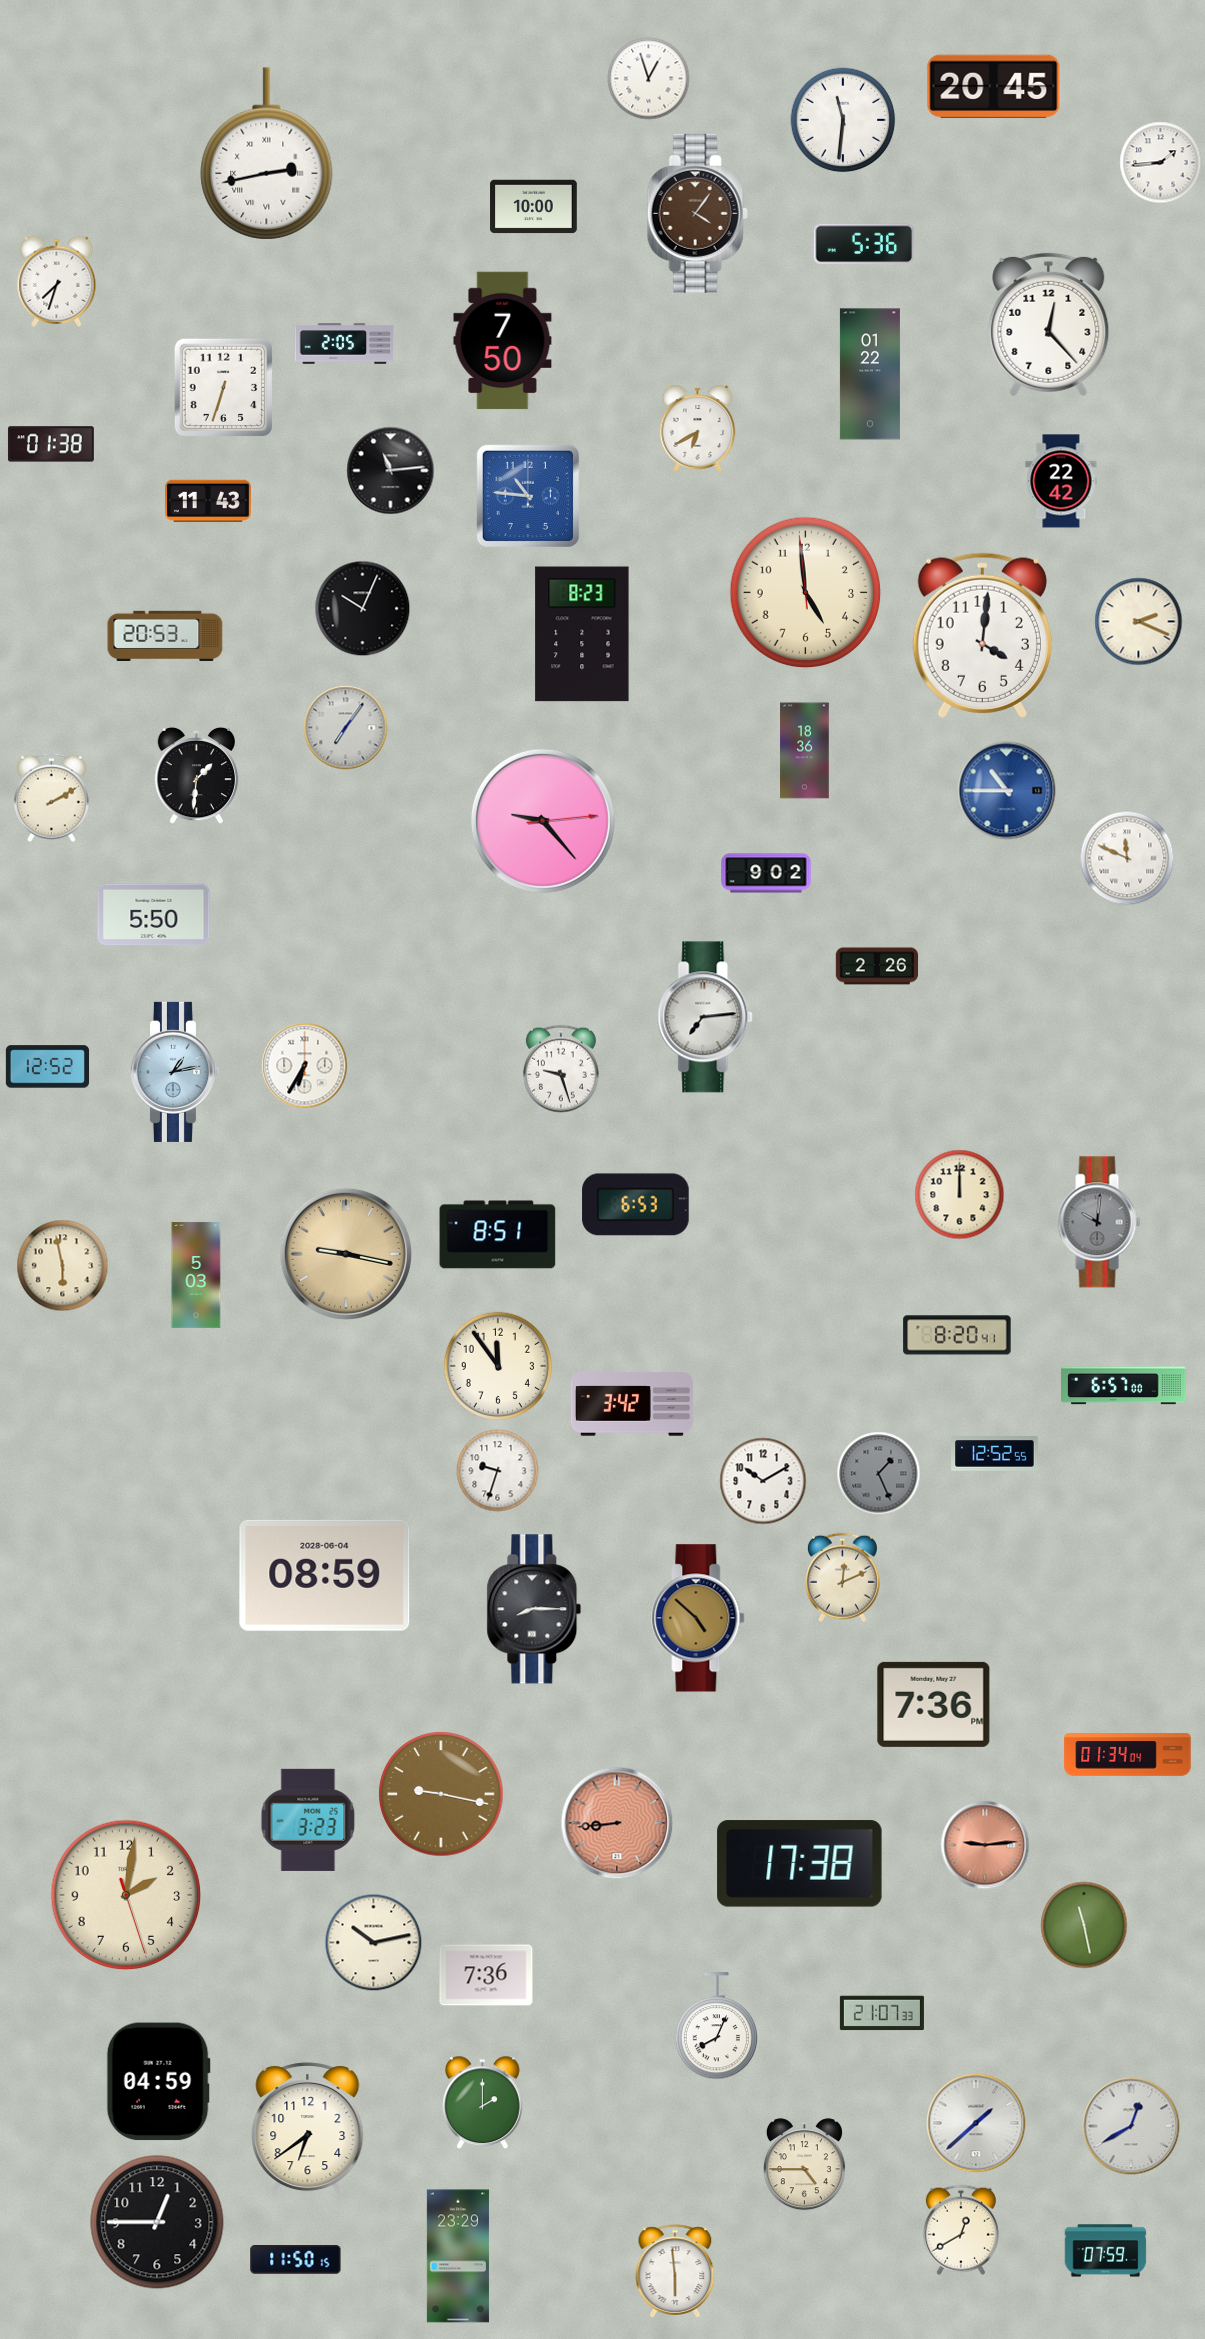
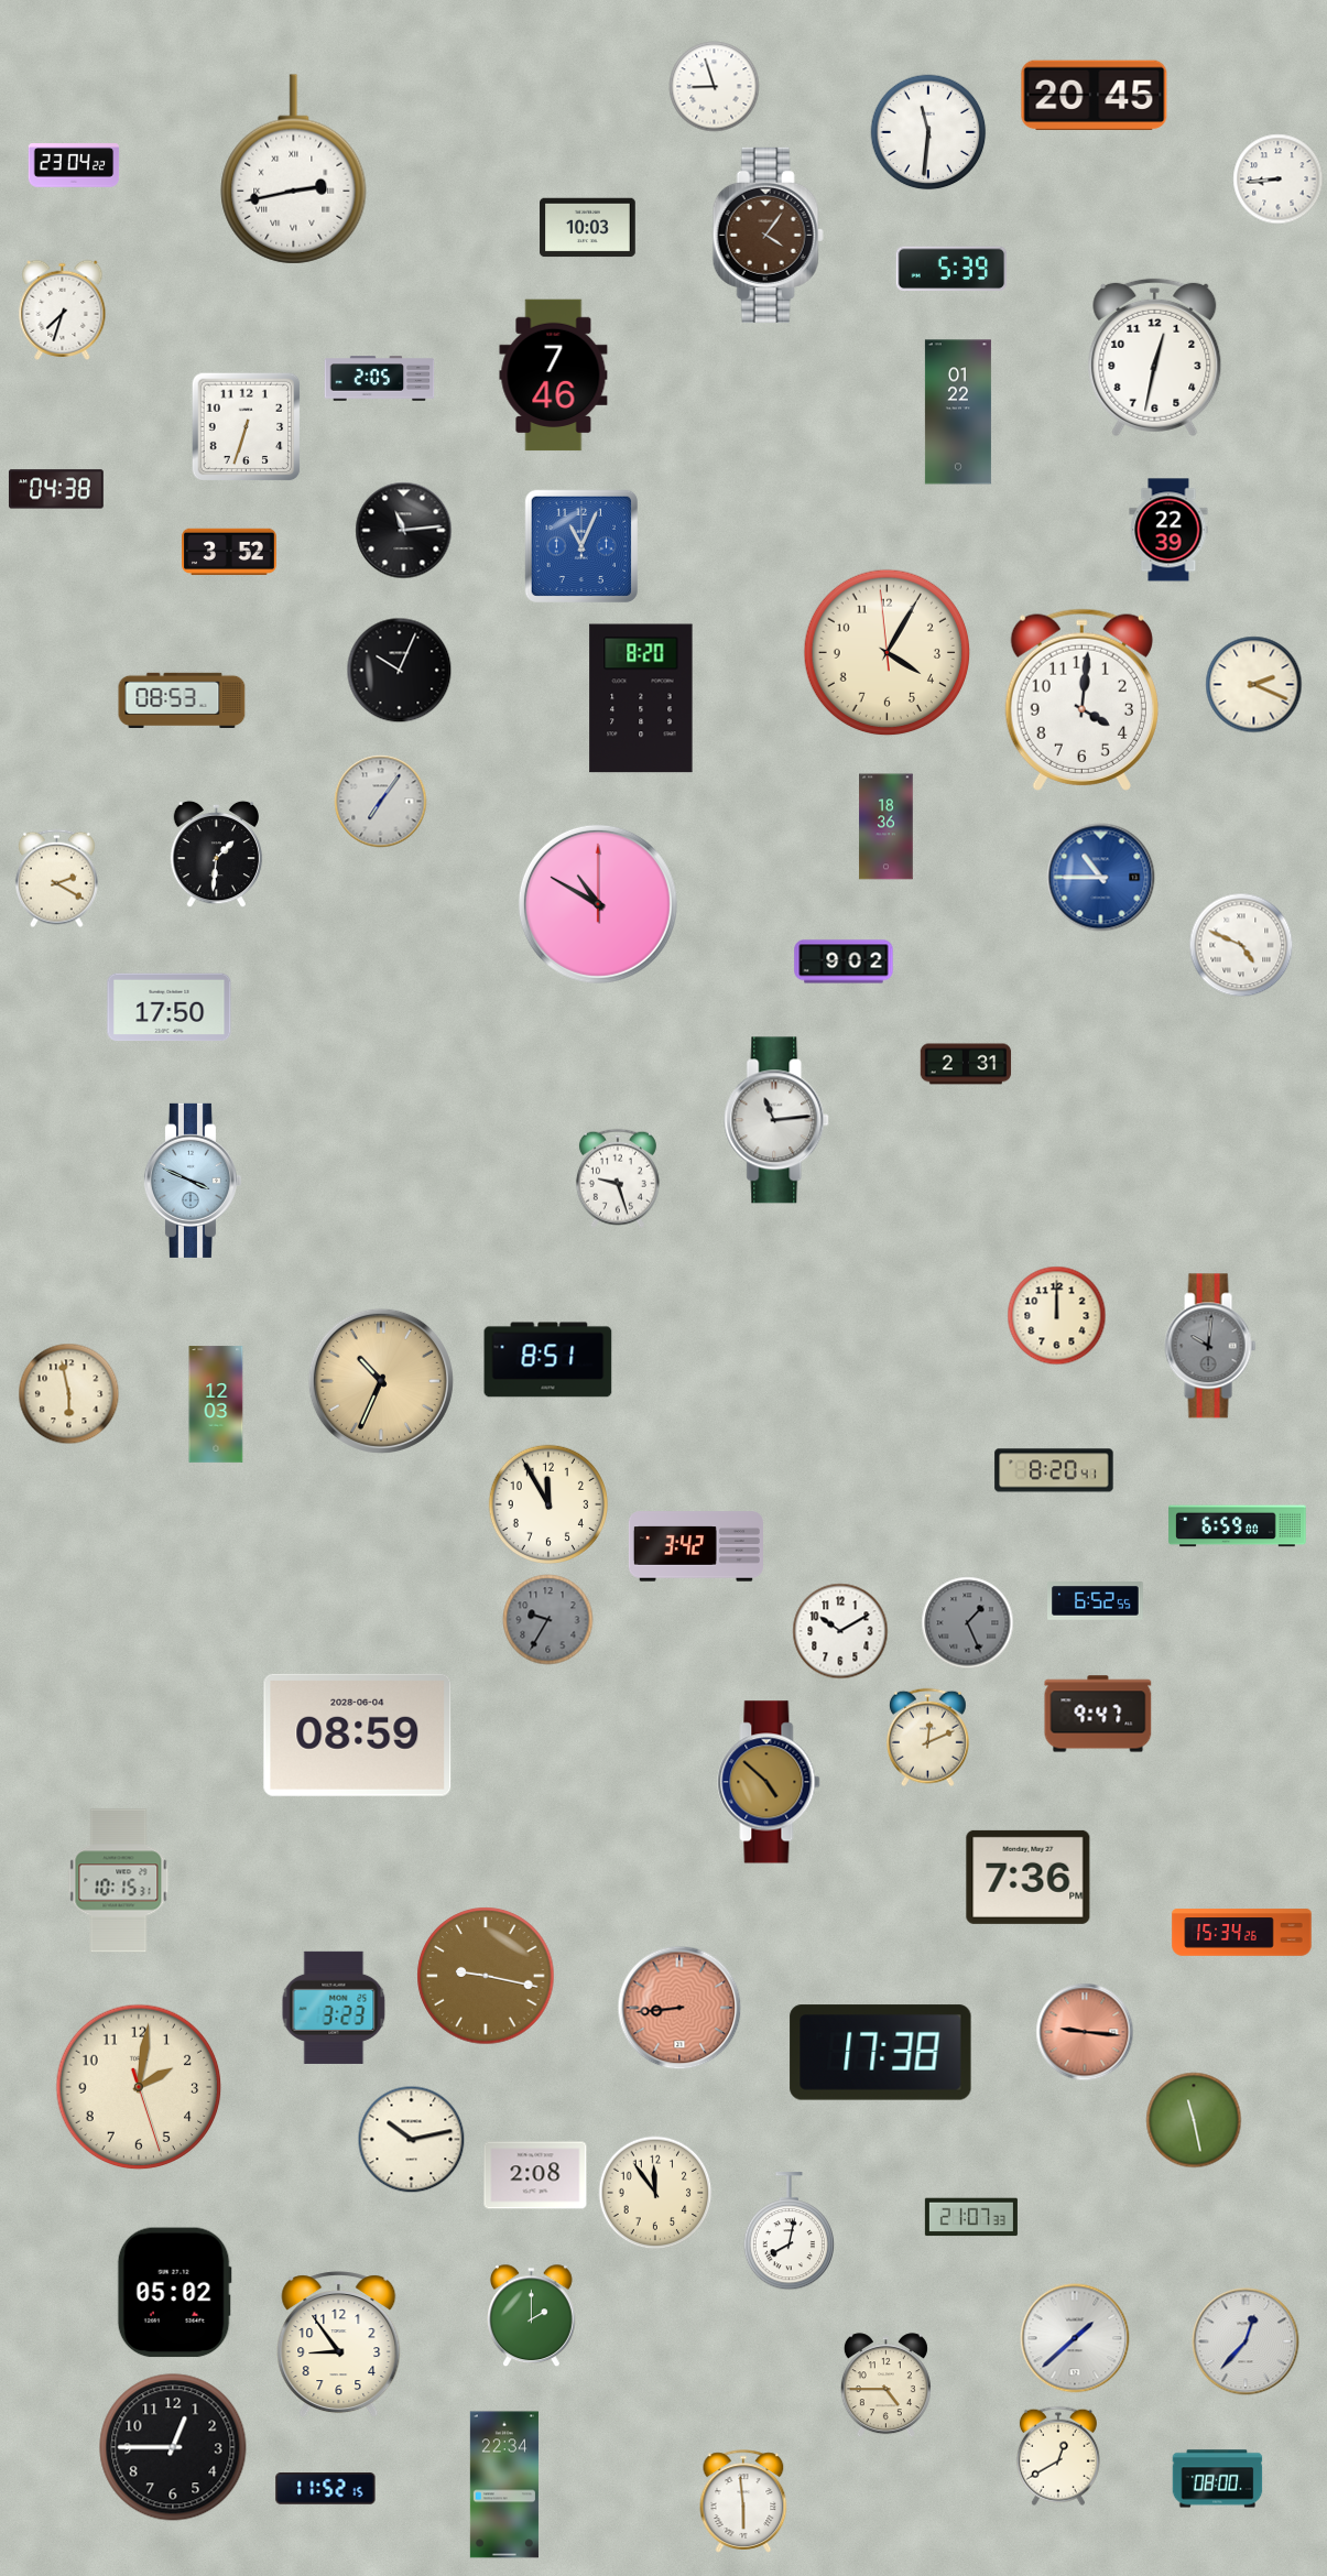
clock at (649, 79): 12:57 -> 8:57
clock at (74, 165): none -> 23:04
clock at (1161, 163): 1:44 -> 8:44
clock at (534, 207): 10:00 -> 10:03
clock at (864, 244): 5:36 -> 5:39
clock at (1049, 325): 12:23 -> 12:32
clock at (503, 341): 7:50 -> 7:46
clock at (698, 428): 6:40 -> none
clock at (51, 444): 01:38 -> 04:38
clock at (391, 471) position: (391, 471) -> (404, 531)
clock at (1061, 481): 22:42 -> 22:39
clock at (528, 496): 10:46 -> 11:04
clock at (209, 501): 11:43 -> 3:52
clock at (805, 592): 4:58 -> 4:04
clock at (582, 634): 8:23 -> 8:20
clock at (165, 635): 20:53 -> 08:53
clock at (1007, 791) position: (1007, 791) -> (1101, 878)
clock at (51, 798): 2:10 -> 2:20
clock at (543, 821): 9:23 -> 10:50
clock at (1127, 858): 11:49 -> 4:49
clock at (154, 915): 5:50 -> 17:50
clock at (877, 966): 2:26 -> 2:31
clock at (706, 1017): 7:14 -> 11:14
clock at (305, 1066): 6:35 -> none
clock at (47, 1067): 12:52 -> none
clock at (174, 1072): 1:13 -> 3:49
clock at (636, 1205): 6:53 -> none
clock at (346, 1254): 9:17 -> 10:34
clock at (196, 1275): 5:03 -> 12:03
clock at (497, 1365): 11:54 -> 11:55
clock at (1124, 1386): 6:57 -> 6:59
clock at (995, 1454): 12:52 -> 6:52
clock at (498, 1471): 9:33 -> 9:35
clock at (498, 1471) dial: white -> grey
clock at (1098, 1714): none -> 9:47
clock at (534, 1609): 8:15 -> none
clock at (119, 1881): none -> 10:15
clock at (1128, 1755): 01:34 -> 15:34
clock at (308, 1820) position: (308, 1820) -> (334, 2008)
clock at (985, 1845): 9:14 -> 9:16
clock at (486, 1975): 7:36 -> 2:08
clock at (655, 2193): none -> 11:54
clock at (716, 2026): 8:04 -> 8:02
clock at (158, 2082): 04:59 -> 05:02
clock at (1131, 2126): 12:40 -> 12:37
clock at (308, 2129): 6:39 -> 8:54
clock at (1106, 2251): 07:59 -> 08:00
clock at (458, 2256): 23:29 -> 22:34
clock at (296, 2260): 11:50 -> 11:52
